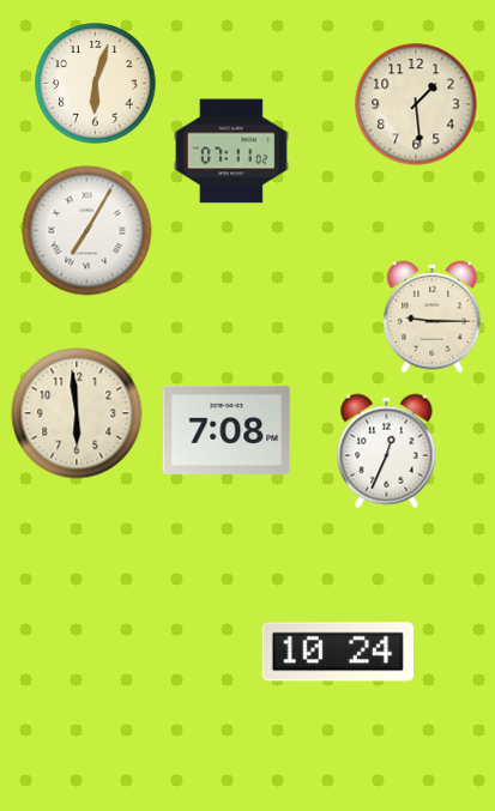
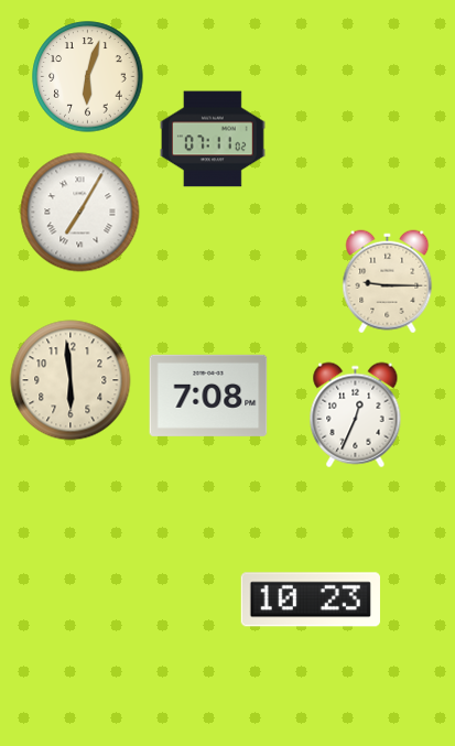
clock at (416, 104): 1:29 -> none
clock at (433, 317) position: (433, 317) -> (388, 282)
clock at (338, 652): 10:24 -> 10:23
